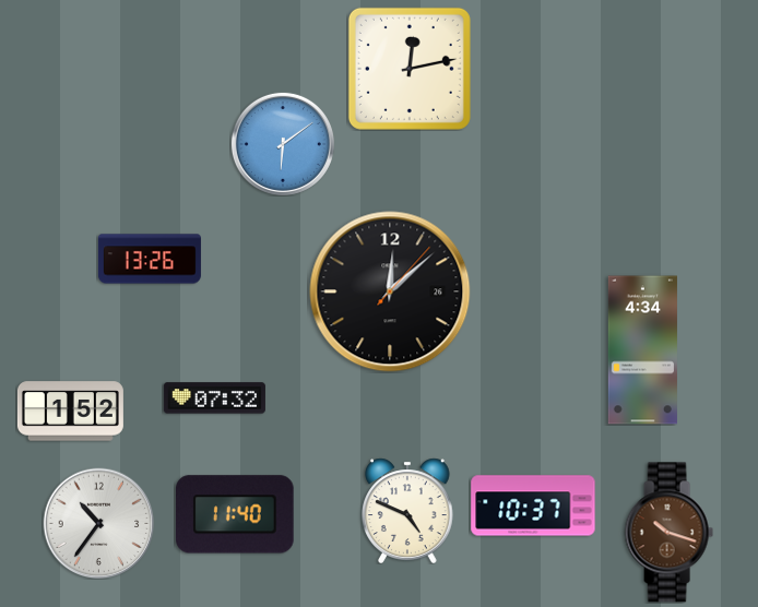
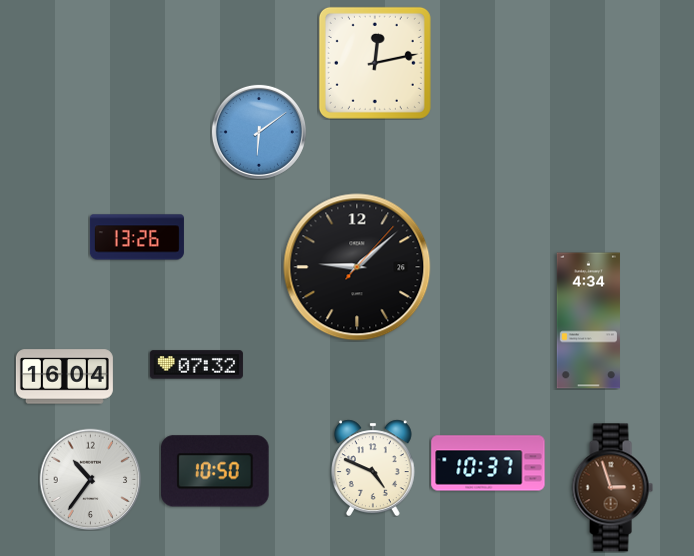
clock at (390, 291): 12:08 -> 9:08
clock at (70, 412): 1:52 -> 16:04
clock at (235, 514): 11:40 -> 10:50
clock at (668, 533): 10:18 -> 2:57
